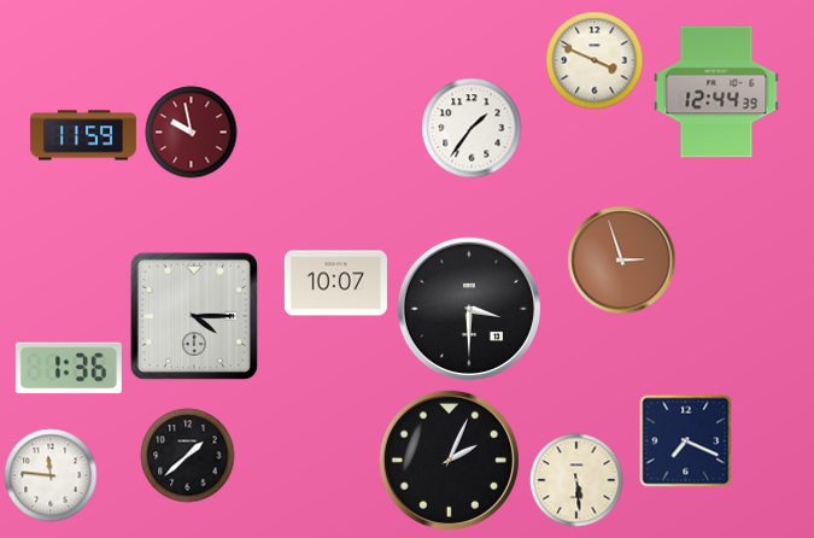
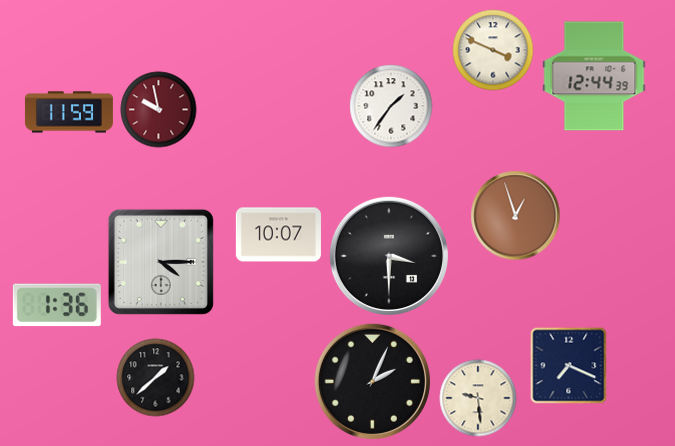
clock at (622, 261): 2:57 -> 12:57
clock at (51, 475): 11:46 -> none
clock at (576, 480): 5:29 -> 9:29
